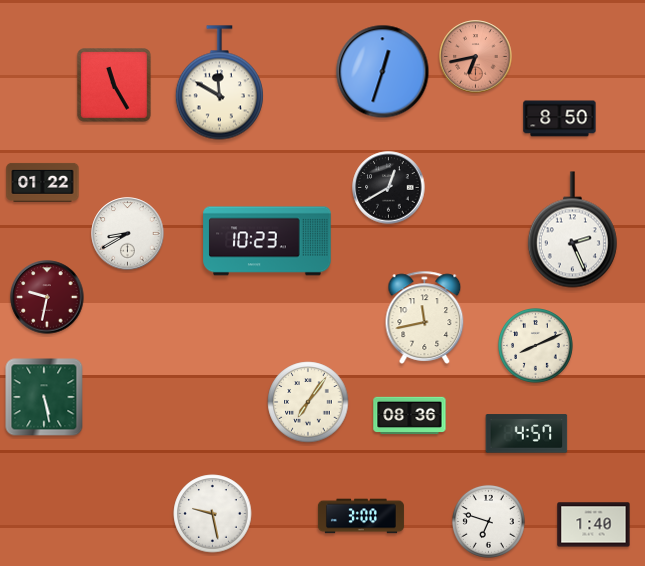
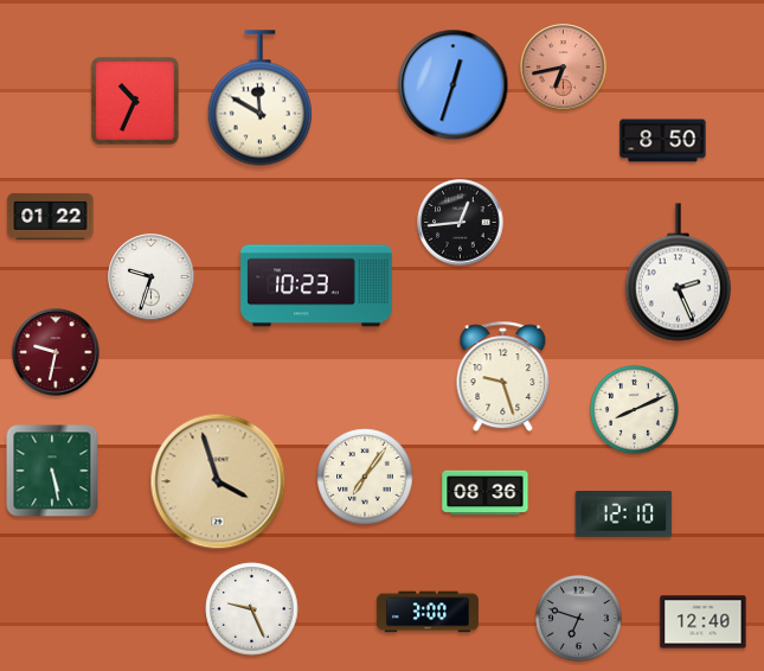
clock at (115, 86): 11:25 -> 10:34
clock at (389, 188): 12:40 -> 12:44
clock at (128, 234): 8:40 -> 9:33
clock at (425, 317): 11:43 -> 9:27
clock at (218, 481): none -> 3:57
clock at (527, 434): 4:57 -> 12:10
clock at (213, 514): 9:28 -> 9:26
clock at (488, 521) dial: white -> grey
clock at (594, 525): 1:40 -> 12:40
